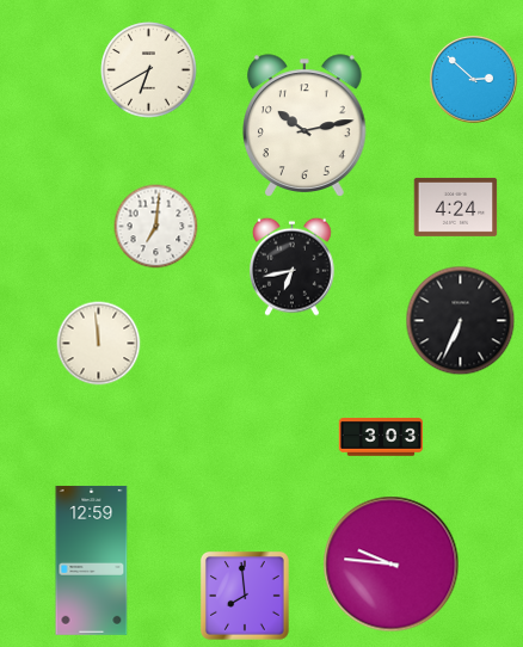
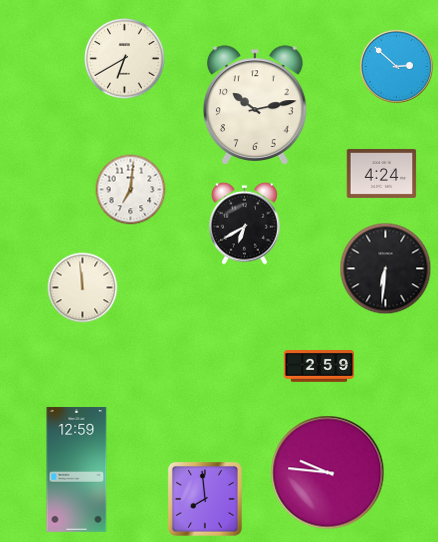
clock at (293, 266): 6:43 -> 6:40
clock at (461, 321): 6:34 -> 6:31
clock at (381, 438): 3:03 -> 2:59
